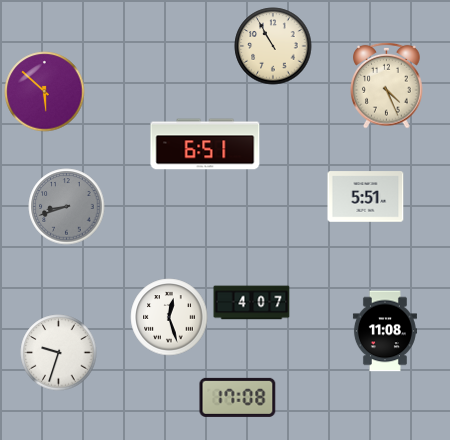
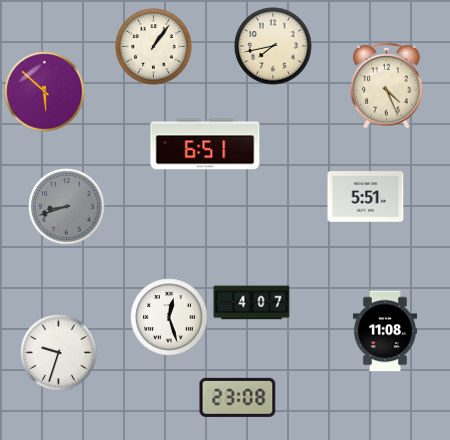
clock at (273, 46): 10:55 -> 7:43
clock at (154, 47): none -> 1:06
clock at (238, 397): 17:08 -> 23:08
